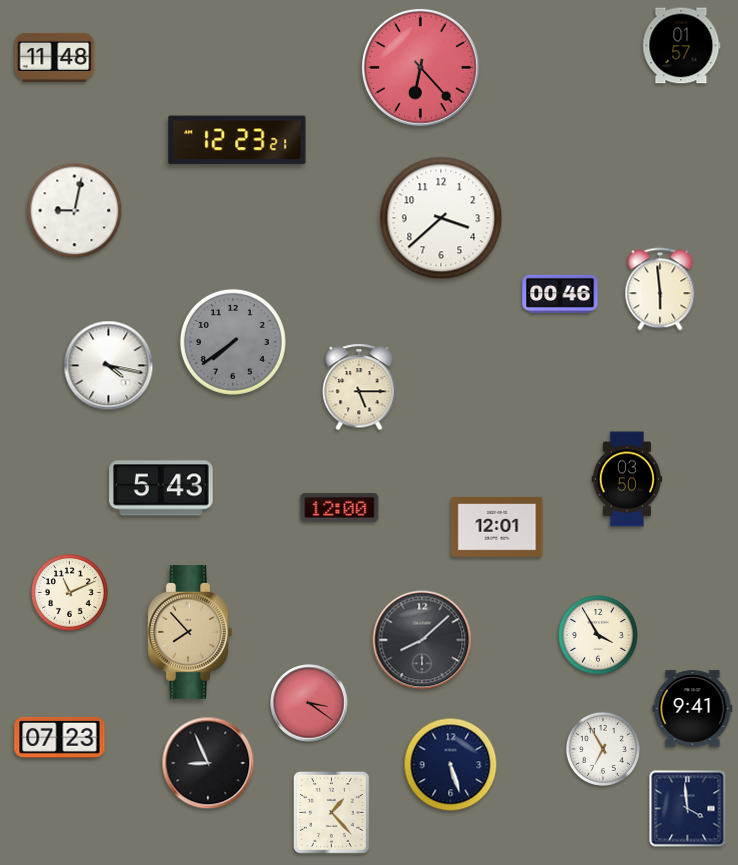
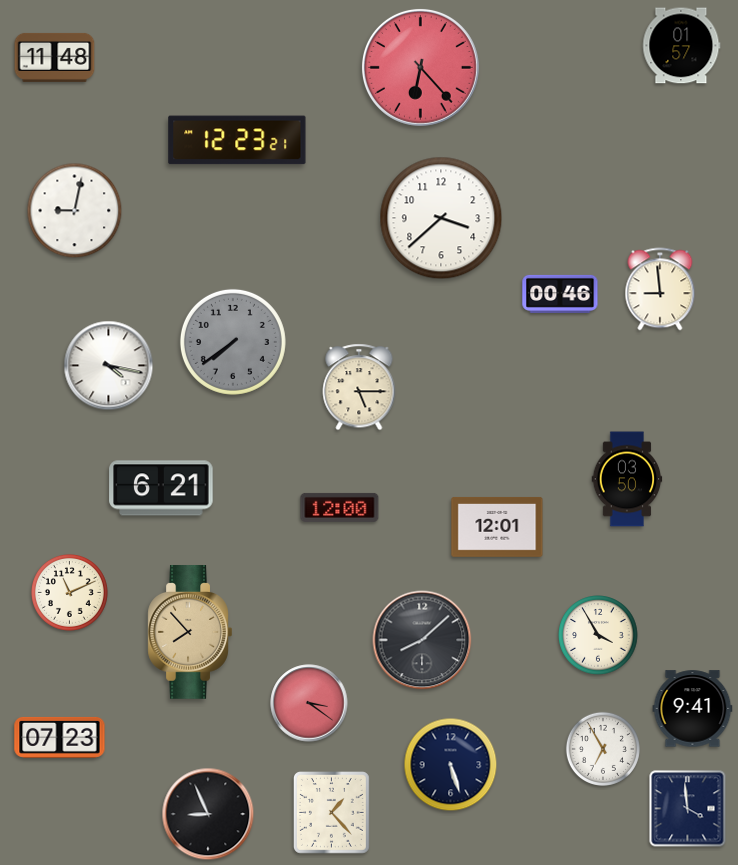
clock at (660, 289): 5:59 -> 8:59
clock at (161, 488): 5:43 -> 6:21
clock at (208, 763) position: (208, 763) -> (208, 814)
